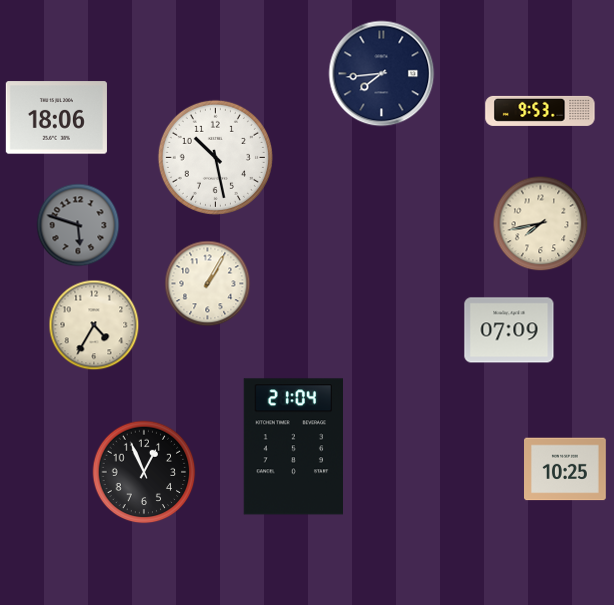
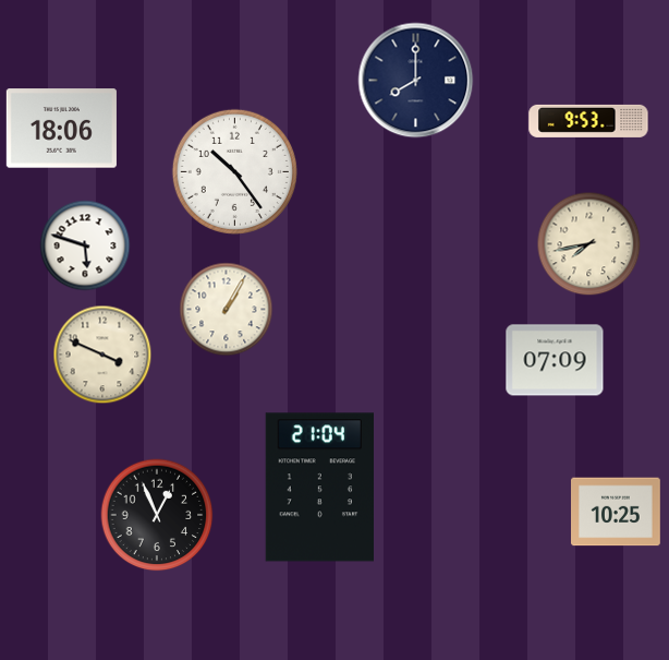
clock at (382, 74): 7:44 -> 8:00
clock at (215, 157): 10:28 -> 10:24
clock at (78, 225) dial: grey -> white
clock at (94, 325): 4:35 -> 3:49
